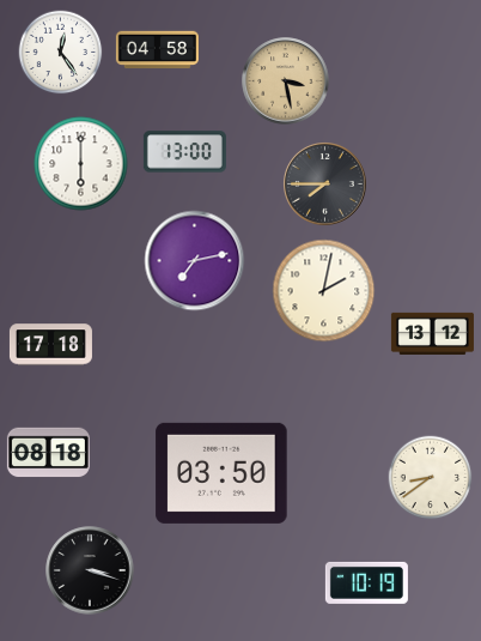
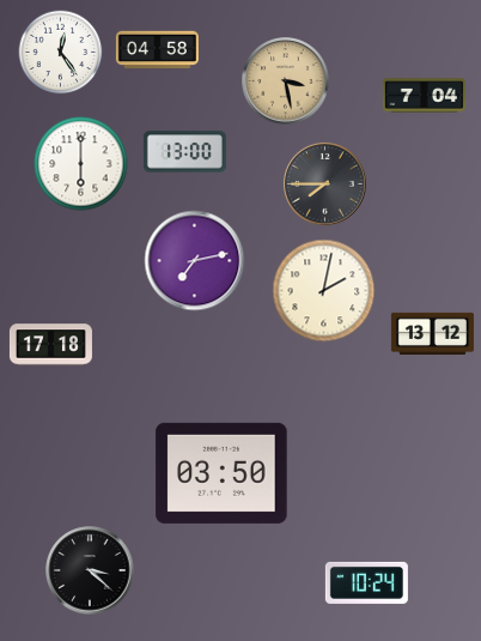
clock at (424, 96): none -> 7:04
clock at (48, 453): 08:18 -> none
clock at (431, 478): 8:39 -> none
clock at (90, 570): 3:18 -> 3:22
clock at (366, 582): 10:19 -> 10:24
